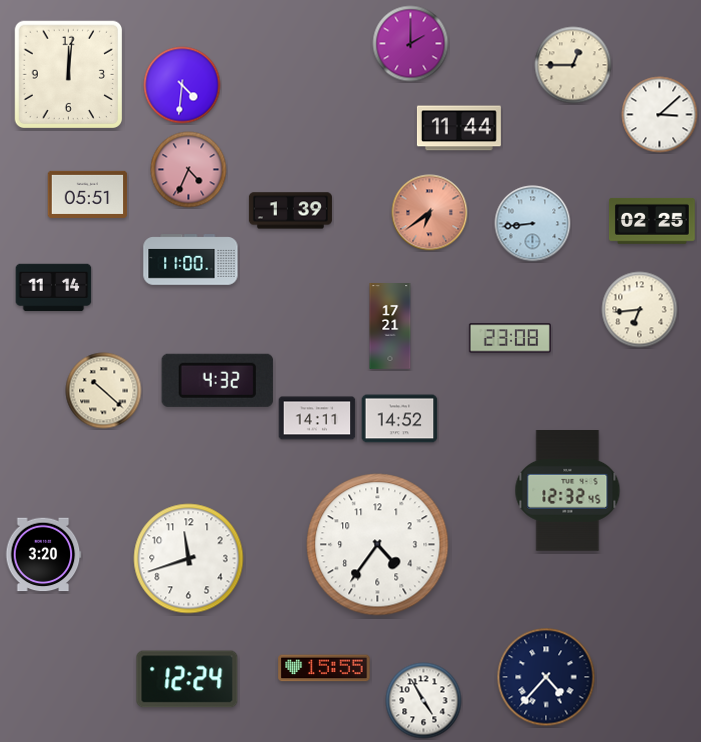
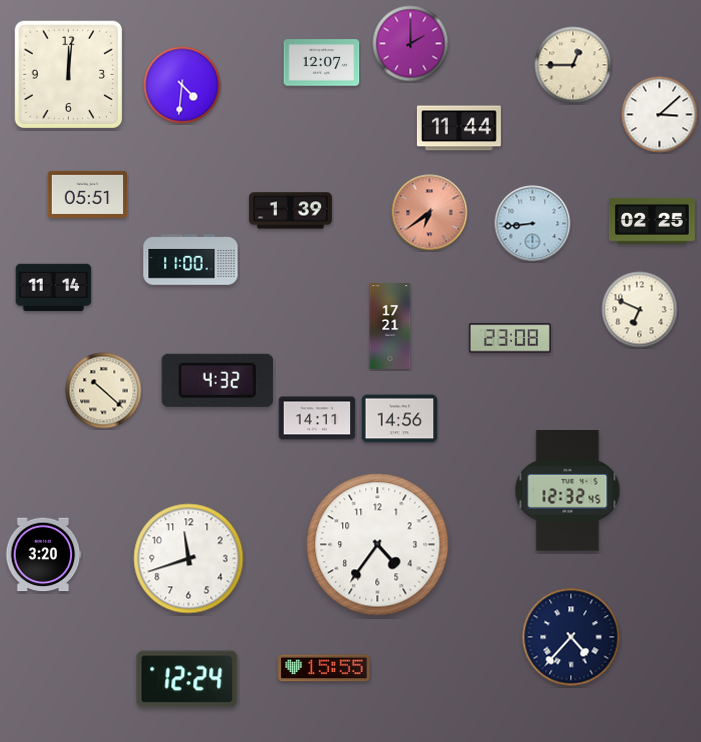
clock at (322, 63): none -> 12:07
clock at (189, 170): 4:34 -> none
clock at (640, 310): 6:44 -> 6:49
clock at (400, 419): 14:52 -> 14:56
clock at (546, 677) position: (546, 677) -> (571, 637)
clock at (424, 701): 4:55 -> none
